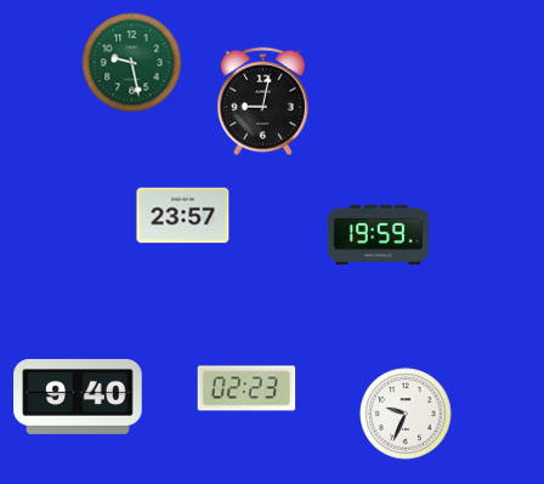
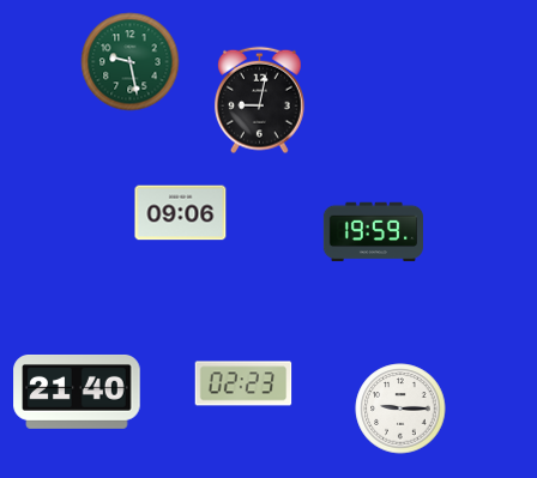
clock at (183, 216): 23:57 -> 09:06
clock at (78, 397): 9:40 -> 21:40
clock at (406, 414): 9:34 -> 9:15
